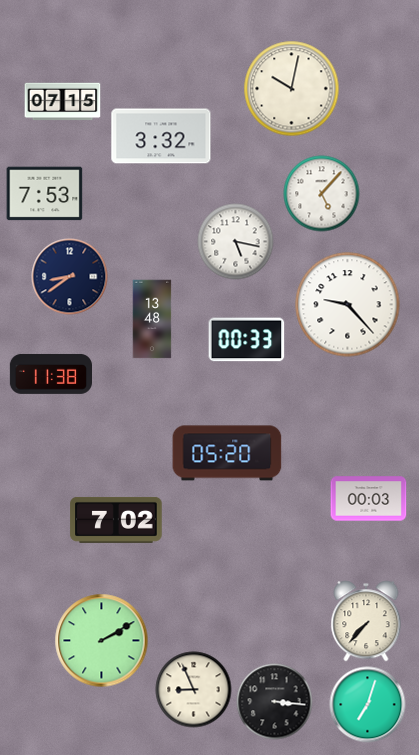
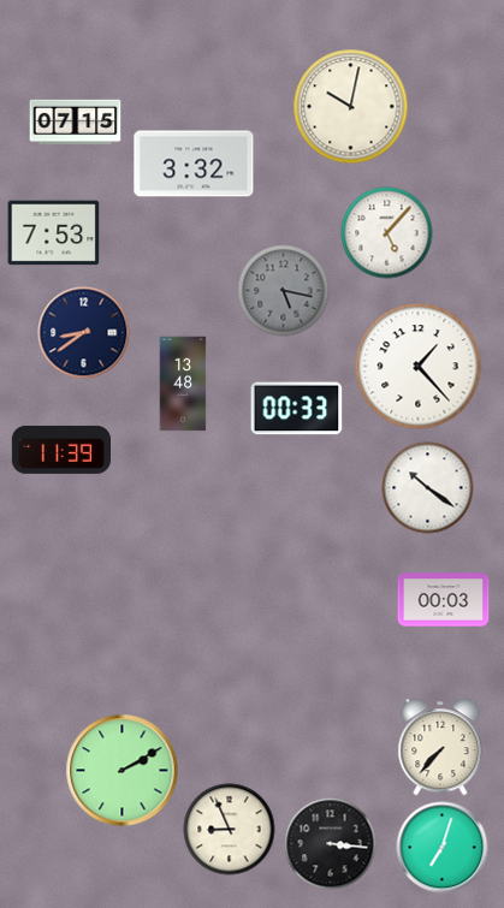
clock at (236, 242) dial: white -> grey
clock at (348, 305): 9:23 -> 1:23
clock at (50, 374): 11:38 -> 11:39
clock at (428, 488): none -> 10:21
clock at (227, 453): 05:20 -> none
clock at (116, 520): 7:02 -> none
clock at (194, 690) position: (194, 690) -> (230, 830)
